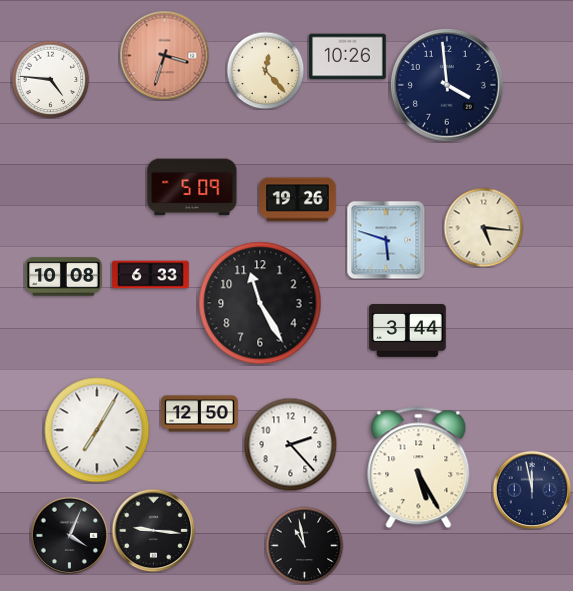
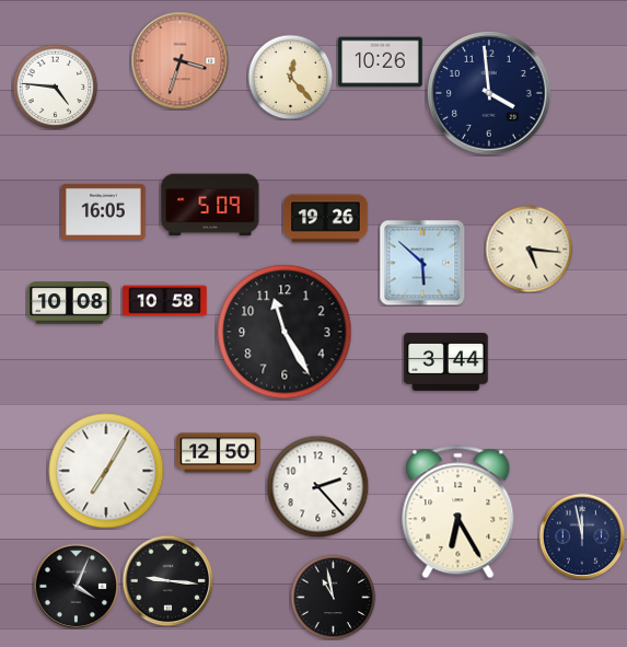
clock at (104, 211): none -> 16:05
clock at (386, 240): 5:48 -> 5:52
clock at (151, 275): 6:33 -> 10:58
clock at (419, 468): 5:25 -> 6:25
